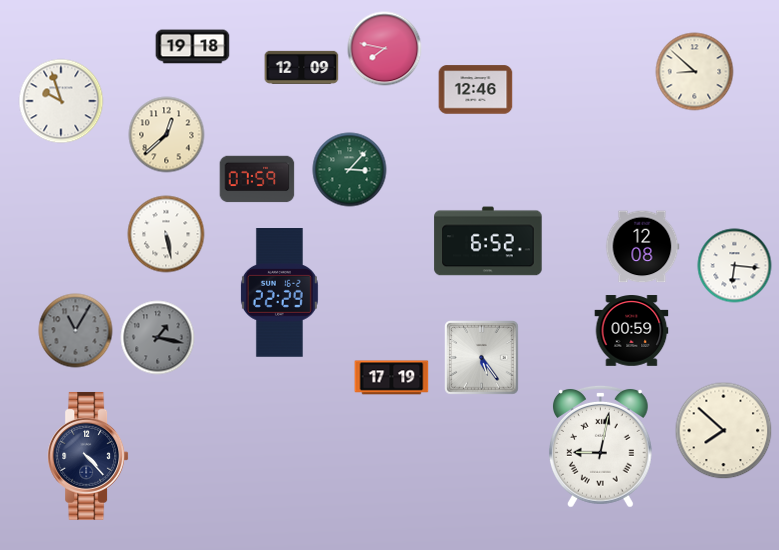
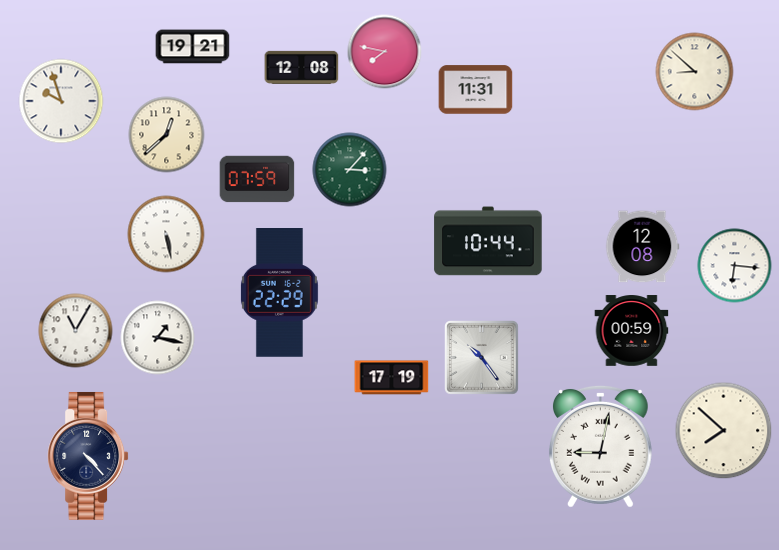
clock at (193, 47): 19:18 -> 19:21
clock at (385, 49) position: (385, 49) -> (385, 52)
clock at (302, 67): 12:09 -> 12:08
clock at (476, 90): 12:46 -> 11:31
clock at (488, 241): 6:52 -> 10:44
clock at (76, 331) dial: grey -> white
clock at (158, 338) dial: grey -> white
clock at (482, 358): 5:24 -> 10:24
